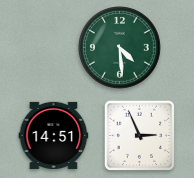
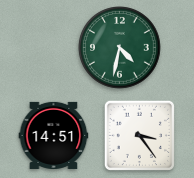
clock at (120, 48): 4:29 -> 4:32
clock at (139, 135): 2:56 -> 3:24
